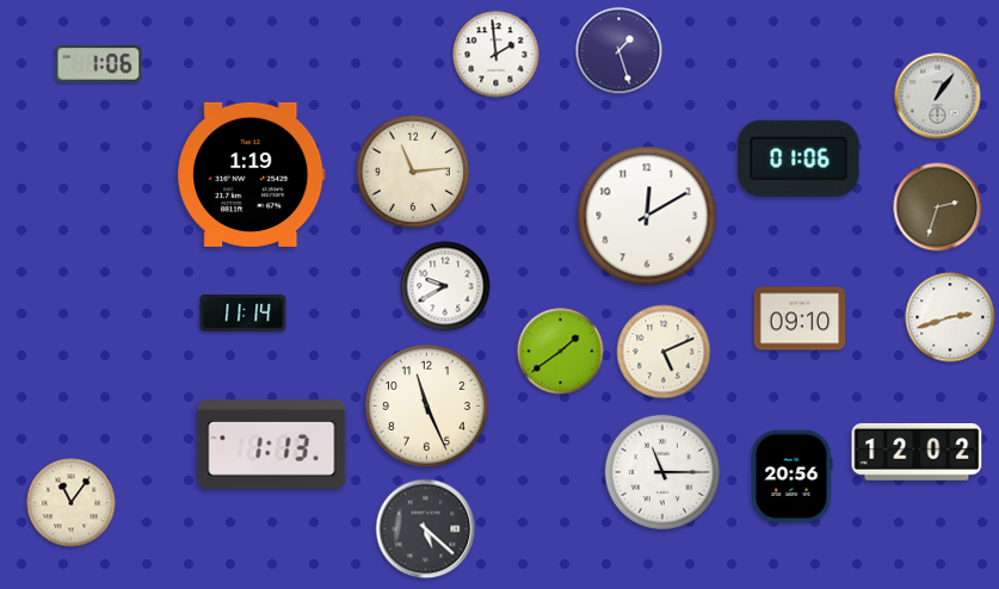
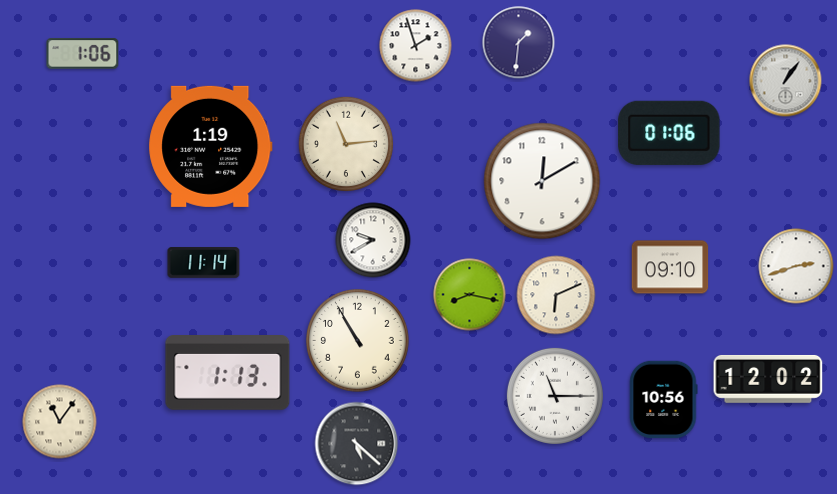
clock at (619, 51): 1:27 -> 1:31
clock at (497, 55): 1:59 -> 1:57
clock at (938, 207): 2:33 -> none
clock at (561, 352): 1:39 -> 8:17
clock at (664, 352): 5:11 -> 6:11
clock at (427, 407): 11:26 -> 10:55
clock at (793, 477): 20:56 -> 10:56
